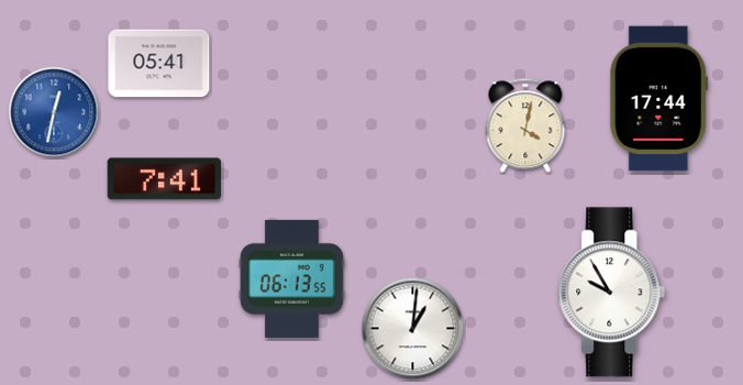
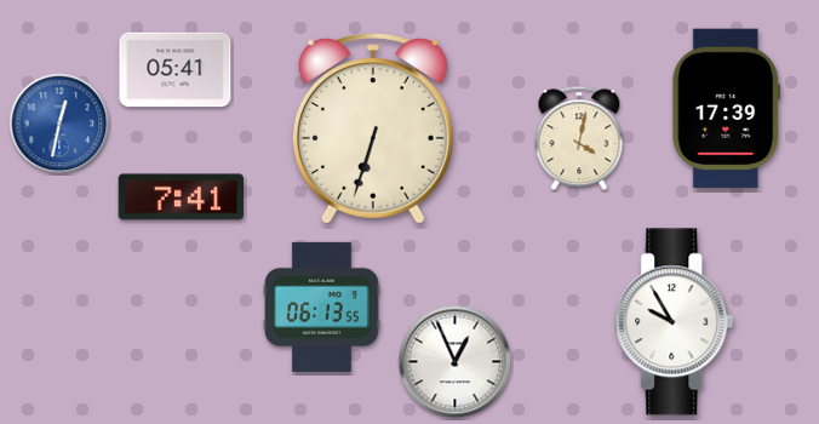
clock at (659, 99): 17:44 -> 17:39
clock at (373, 128): none -> 6:33
clock at (413, 329): 1:01 -> 12:56
